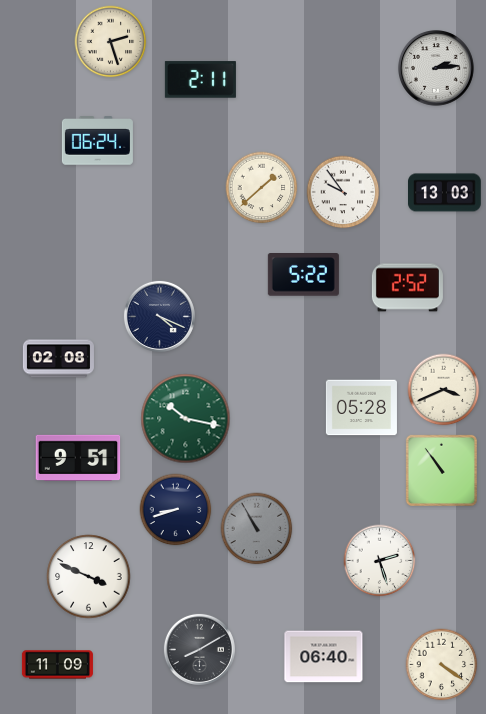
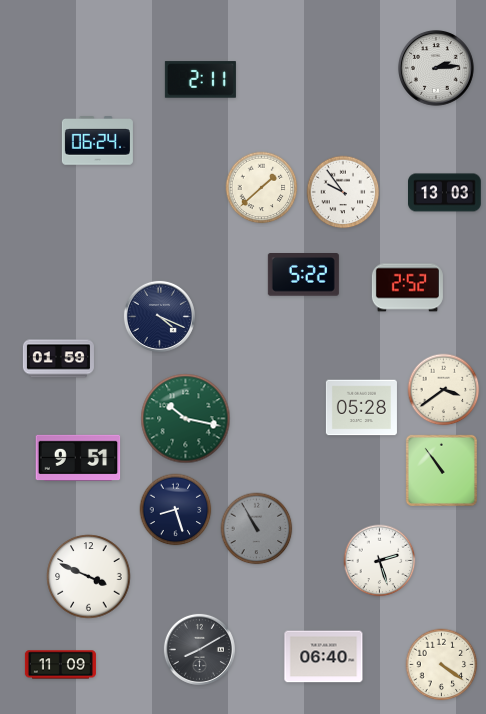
clock at (111, 42): 2:27 -> none
clock at (58, 359): 02:08 -> 01:59
clock at (444, 390): 3:41 -> 3:39
clock at (176, 510): 8:42 -> 8:27
clock at (57, 665) position: (57, 665) -> (60, 665)
